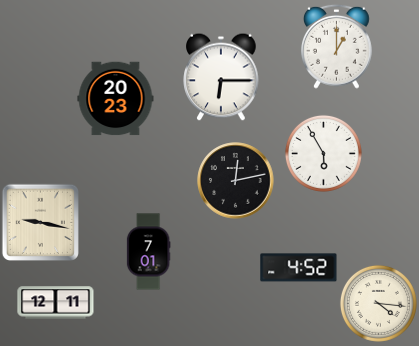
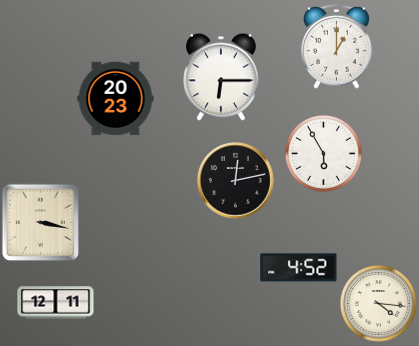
clock at (40, 222): 9:17 -> 3:17
clock at (148, 252): 7:01 -> none
